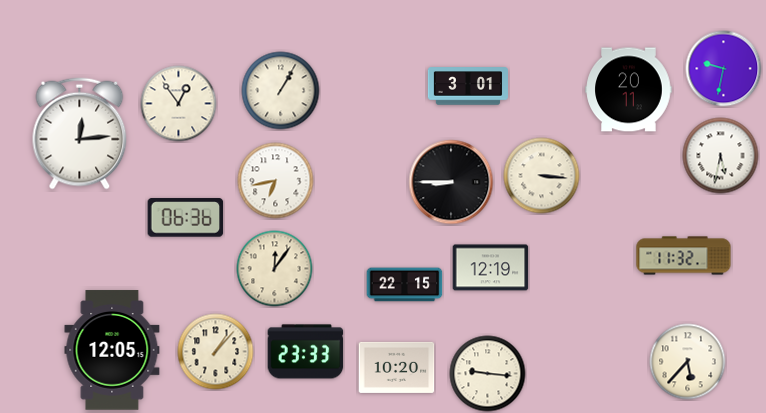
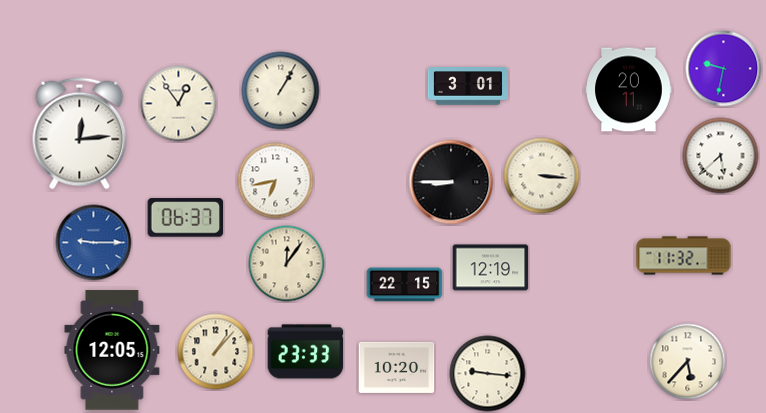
clock at (721, 156): 5:32 -> 5:38
clock at (186, 218): 06:36 -> 06:37
clock at (94, 243): none -> 9:15
clock at (275, 269) position: (275, 269) -> (287, 264)
